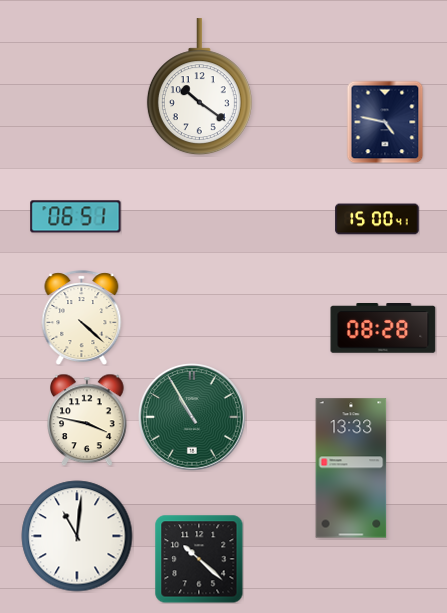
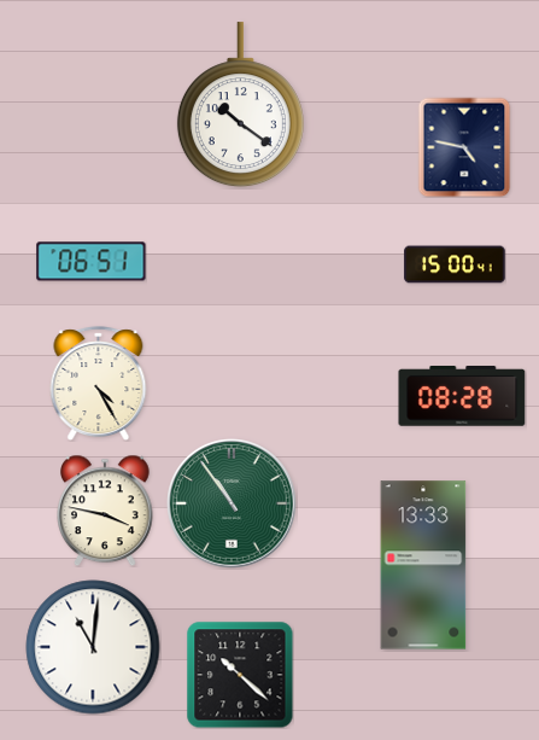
clock at (82, 318): 4:22 -> 4:25
clock at (193, 418): 10:55 -> 10:54
clock at (87, 420) position: (87, 420) -> (105, 511)
